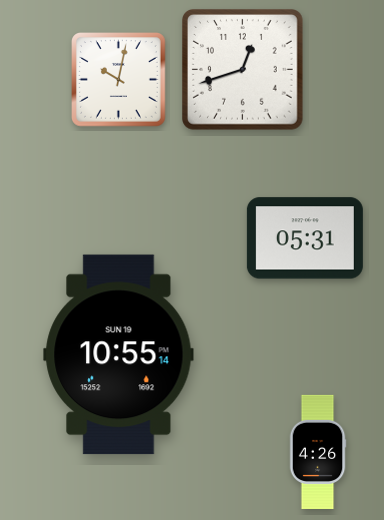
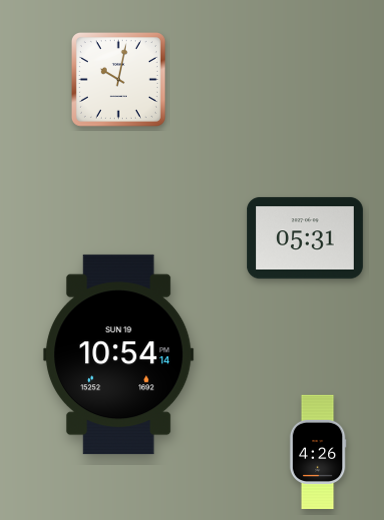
clock at (243, 70): 12:42 -> none
clock at (119, 355): 10:55 -> 10:54
